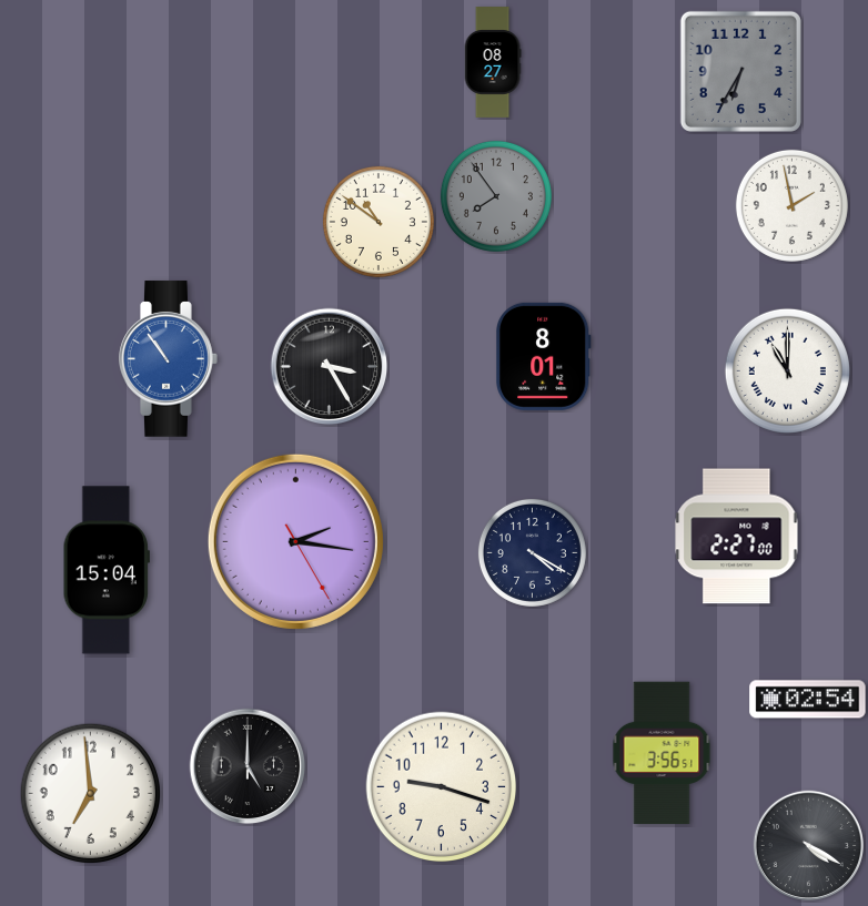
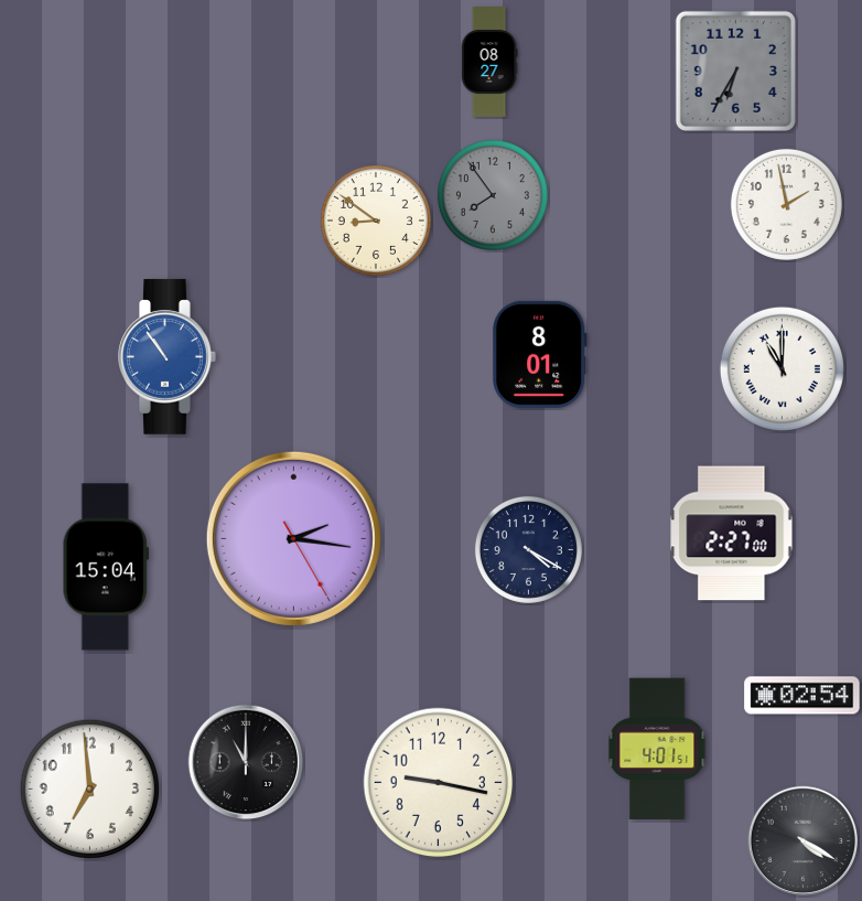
clock at (379, 222): 10:51 -> 8:51
clock at (330, 367): 3:25 -> none
clock at (662, 753): 3:56 -> 4:01
clock at (248, 766): 5:00 -> 11:00
clock at (442, 787): 9:18 -> 9:17
